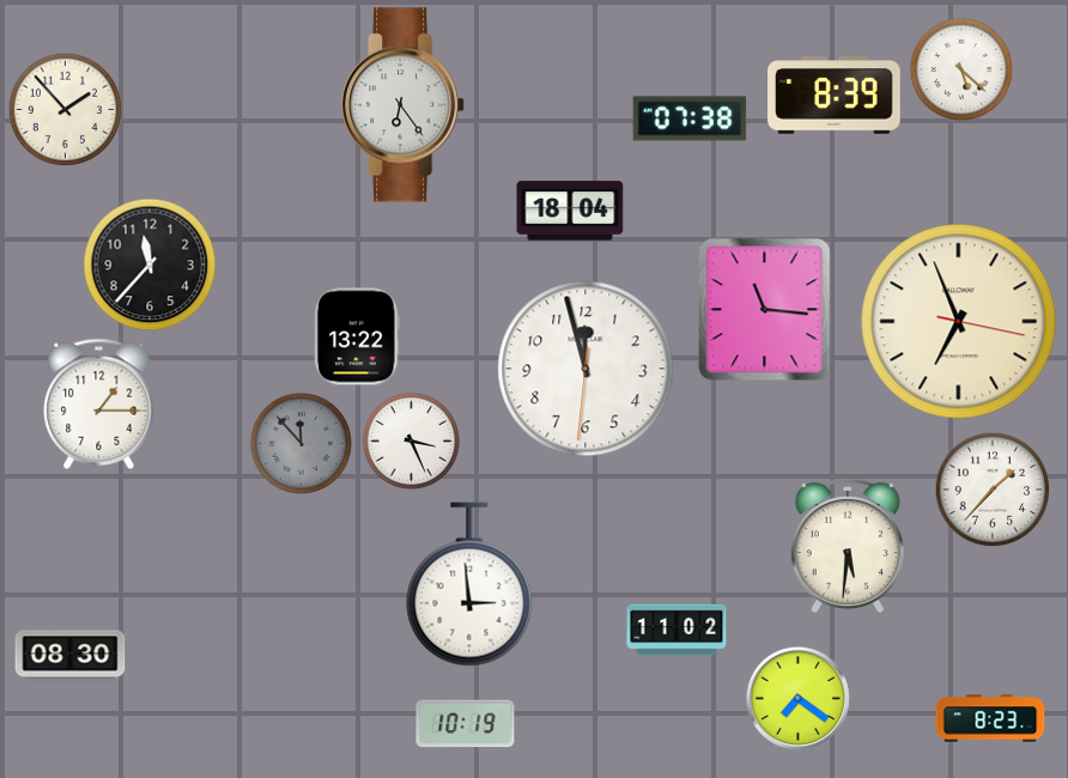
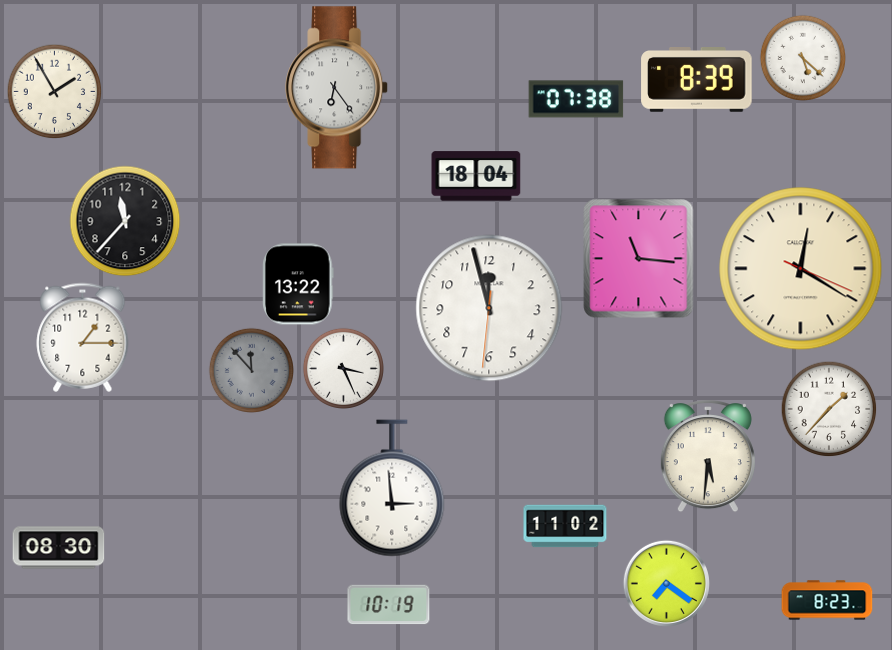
clock at (65, 109): 1:53 -> 1:55
clock at (959, 322): 6:56 -> 12:20
clock at (357, 336) position: (357, 336) -> (298, 284)
